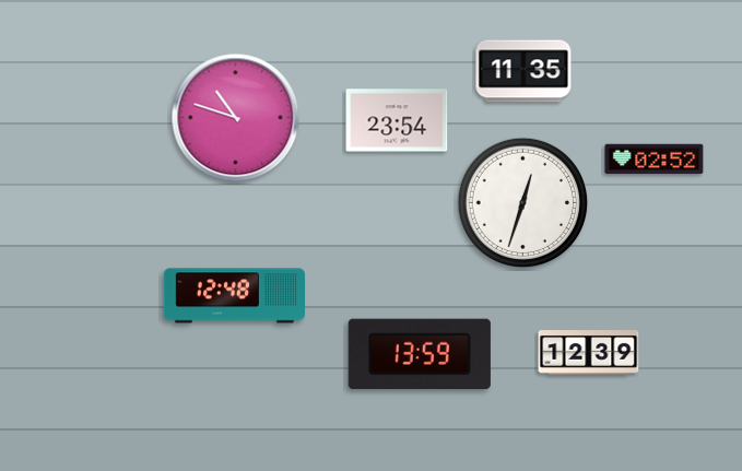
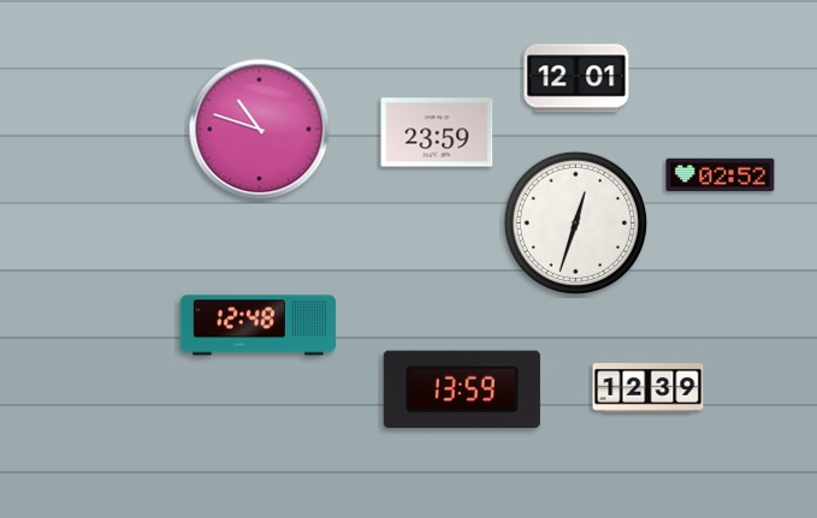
clock at (523, 71): 11:35 -> 12:01
clock at (397, 120): 23:54 -> 23:59
